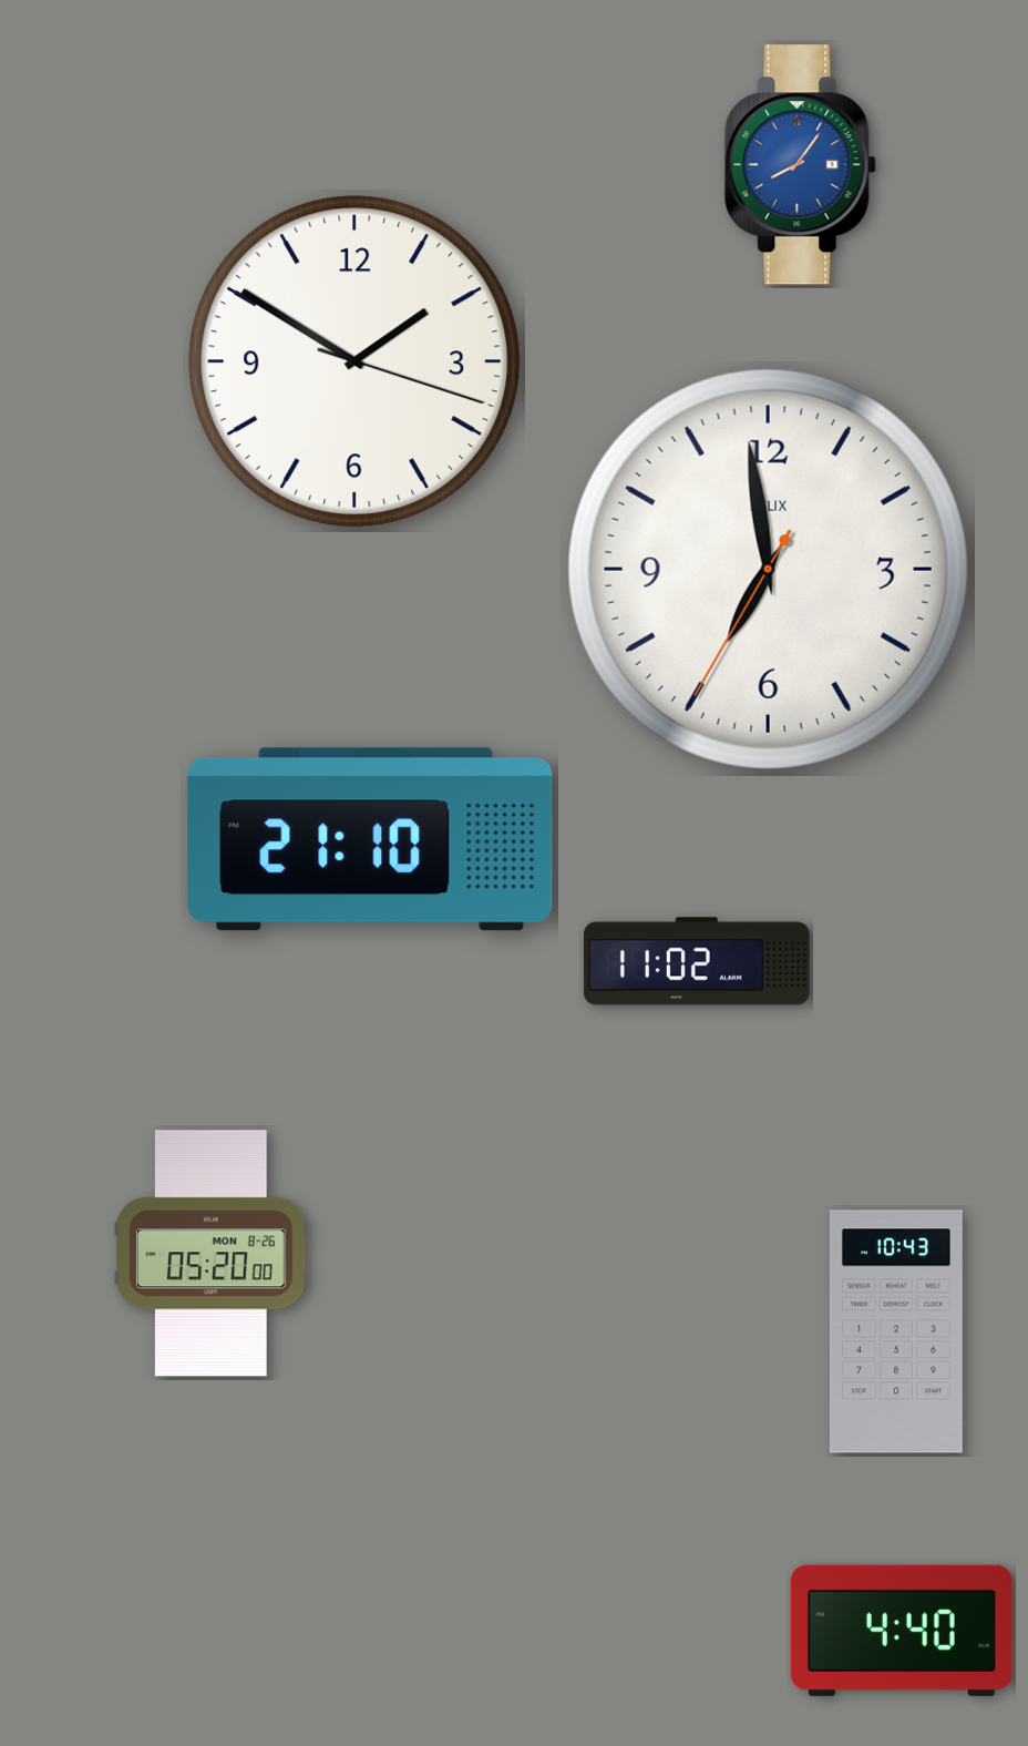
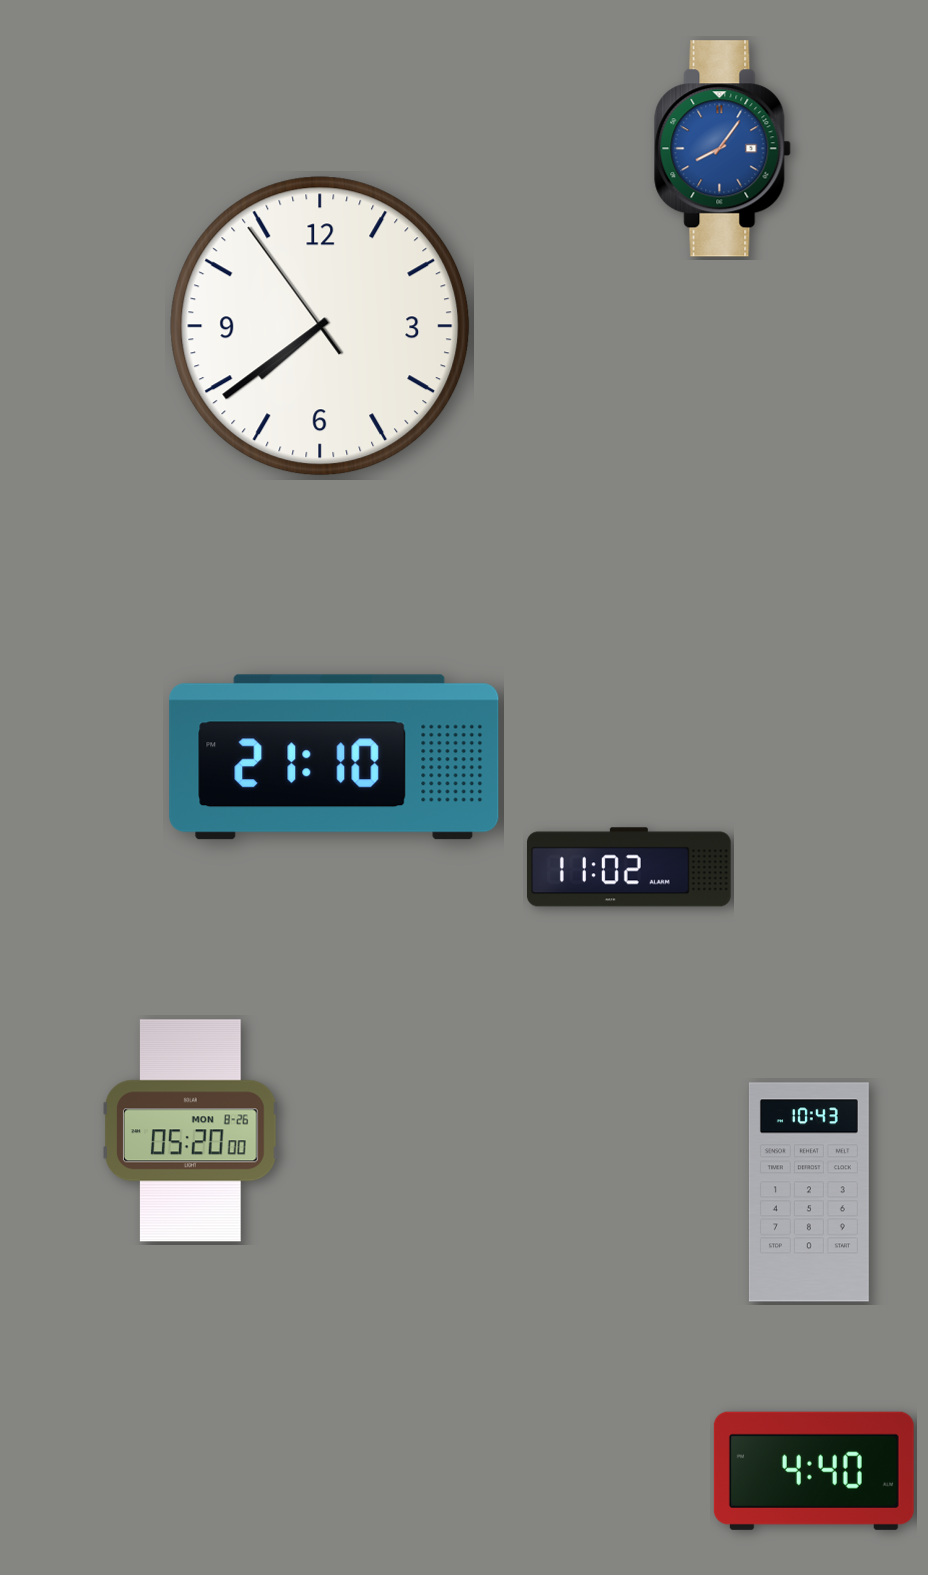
clock at (354, 361): 1:50 -> 7:38
clock at (768, 569): 6:58 -> none
clock at (896, 1331) position: (896, 1331) -> (809, 1192)
